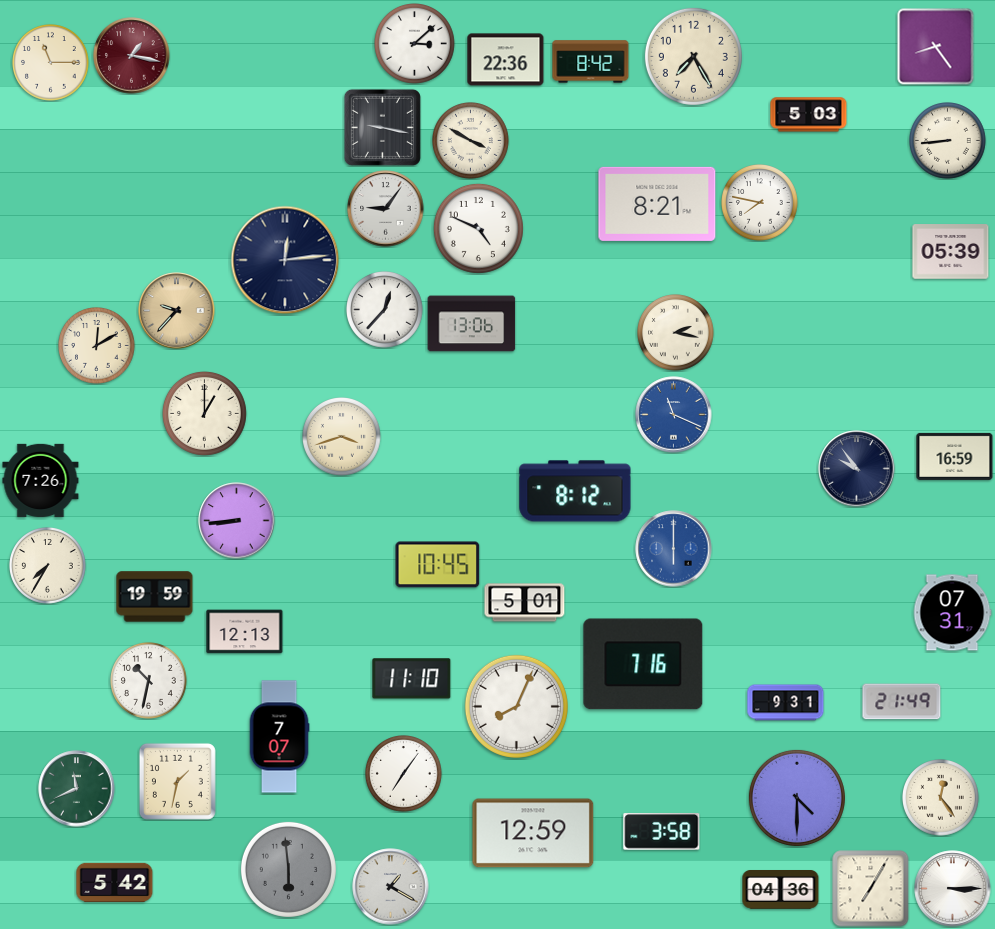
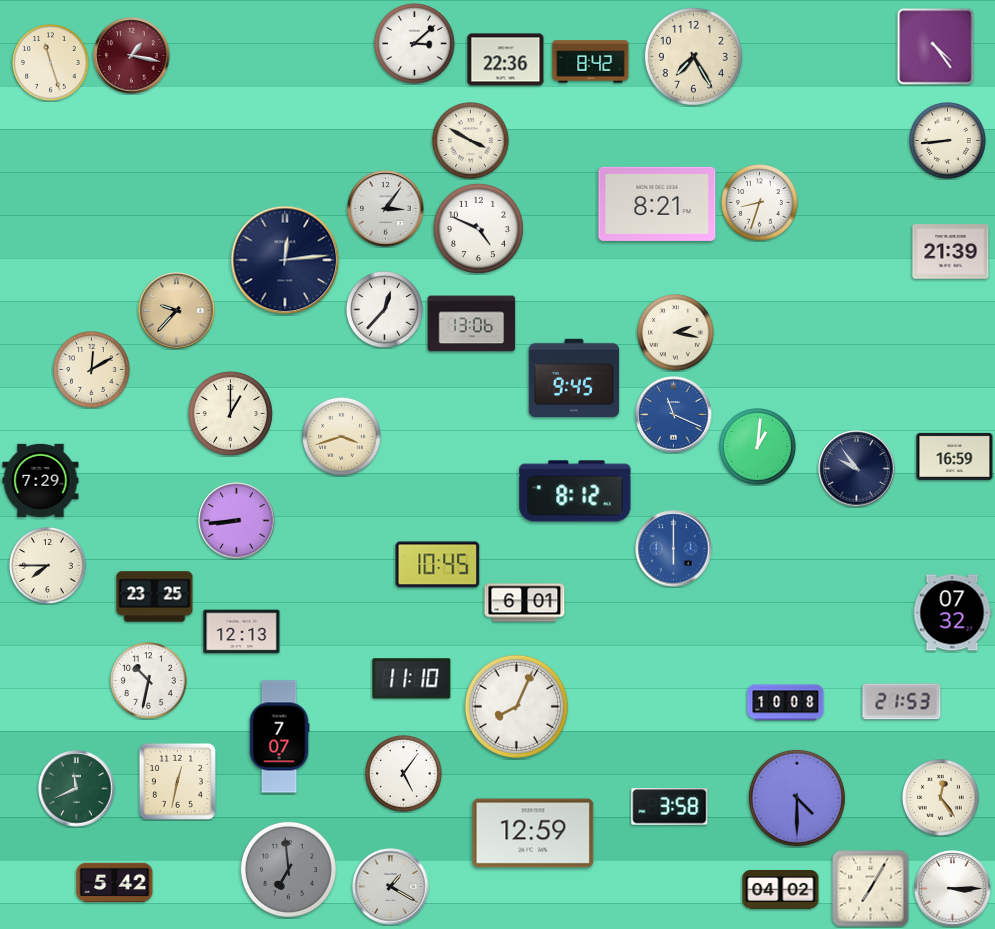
clock at (936, 47): 8:24 -> 4:24
clock at (51, 63): 11:15 -> 11:27
clock at (809, 115): 5:03 -> none
clock at (382, 127): 9:17 -> none
clock at (760, 203): 7:47 -> 8:33
clock at (386, 209): 9:06 -> 3:06
clock at (951, 252): 05:39 -> 21:39
clock at (97, 346) position: (97, 346) -> (92, 370)
clock at (574, 378): none -> 9:45
clock at (204, 413) position: (204, 413) -> (230, 413)
clock at (758, 447): none -> 1:01
clock at (41, 480): 7:26 -> 7:29
clock at (48, 566): 7:35 -> 7:45
clock at (155, 597): 19:59 -> 23:25
clock at (525, 603): 5:01 -> 6:01
clock at (952, 613): 07:31 -> 07:32
clock at (245, 632) position: (245, 632) -> (242, 632)
clock at (643, 664): 7:16 -> none
clock at (902, 702): 21:49 -> 21:53
clock at (786, 703): 9:31 -> 10:08
clock at (404, 774): 7:06 -> 5:06
clock at (177, 781): 1:32 -> 12:32
clock at (662, 832) position: (662, 832) -> (670, 807)
clock at (288, 869): 5:59 -> 6:59
clock at (781, 890): 04:36 -> 04:02
